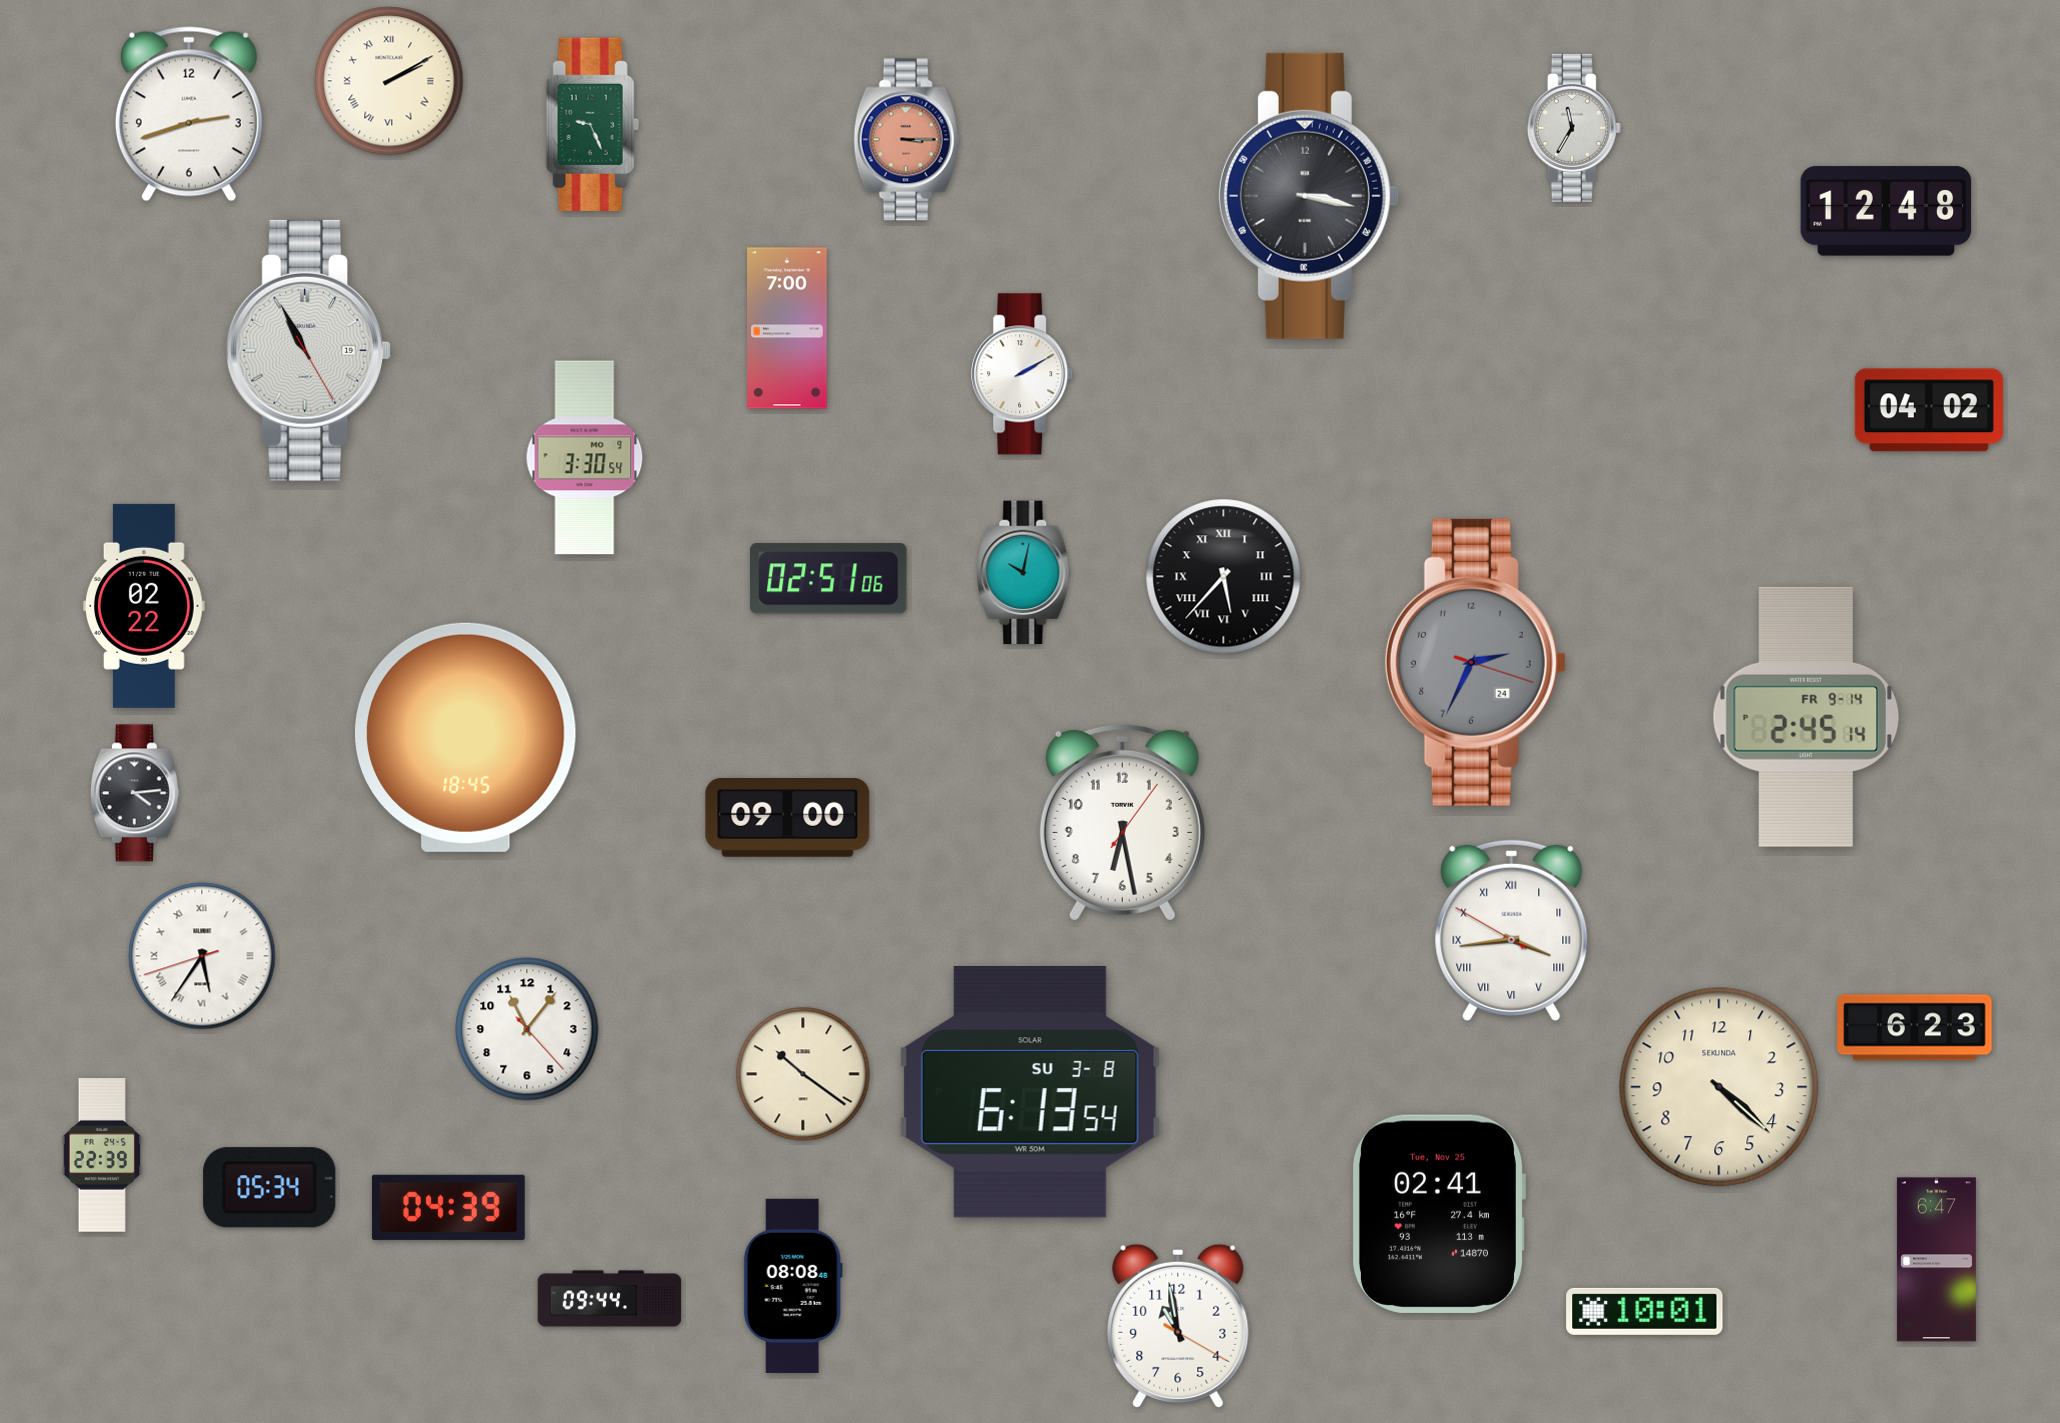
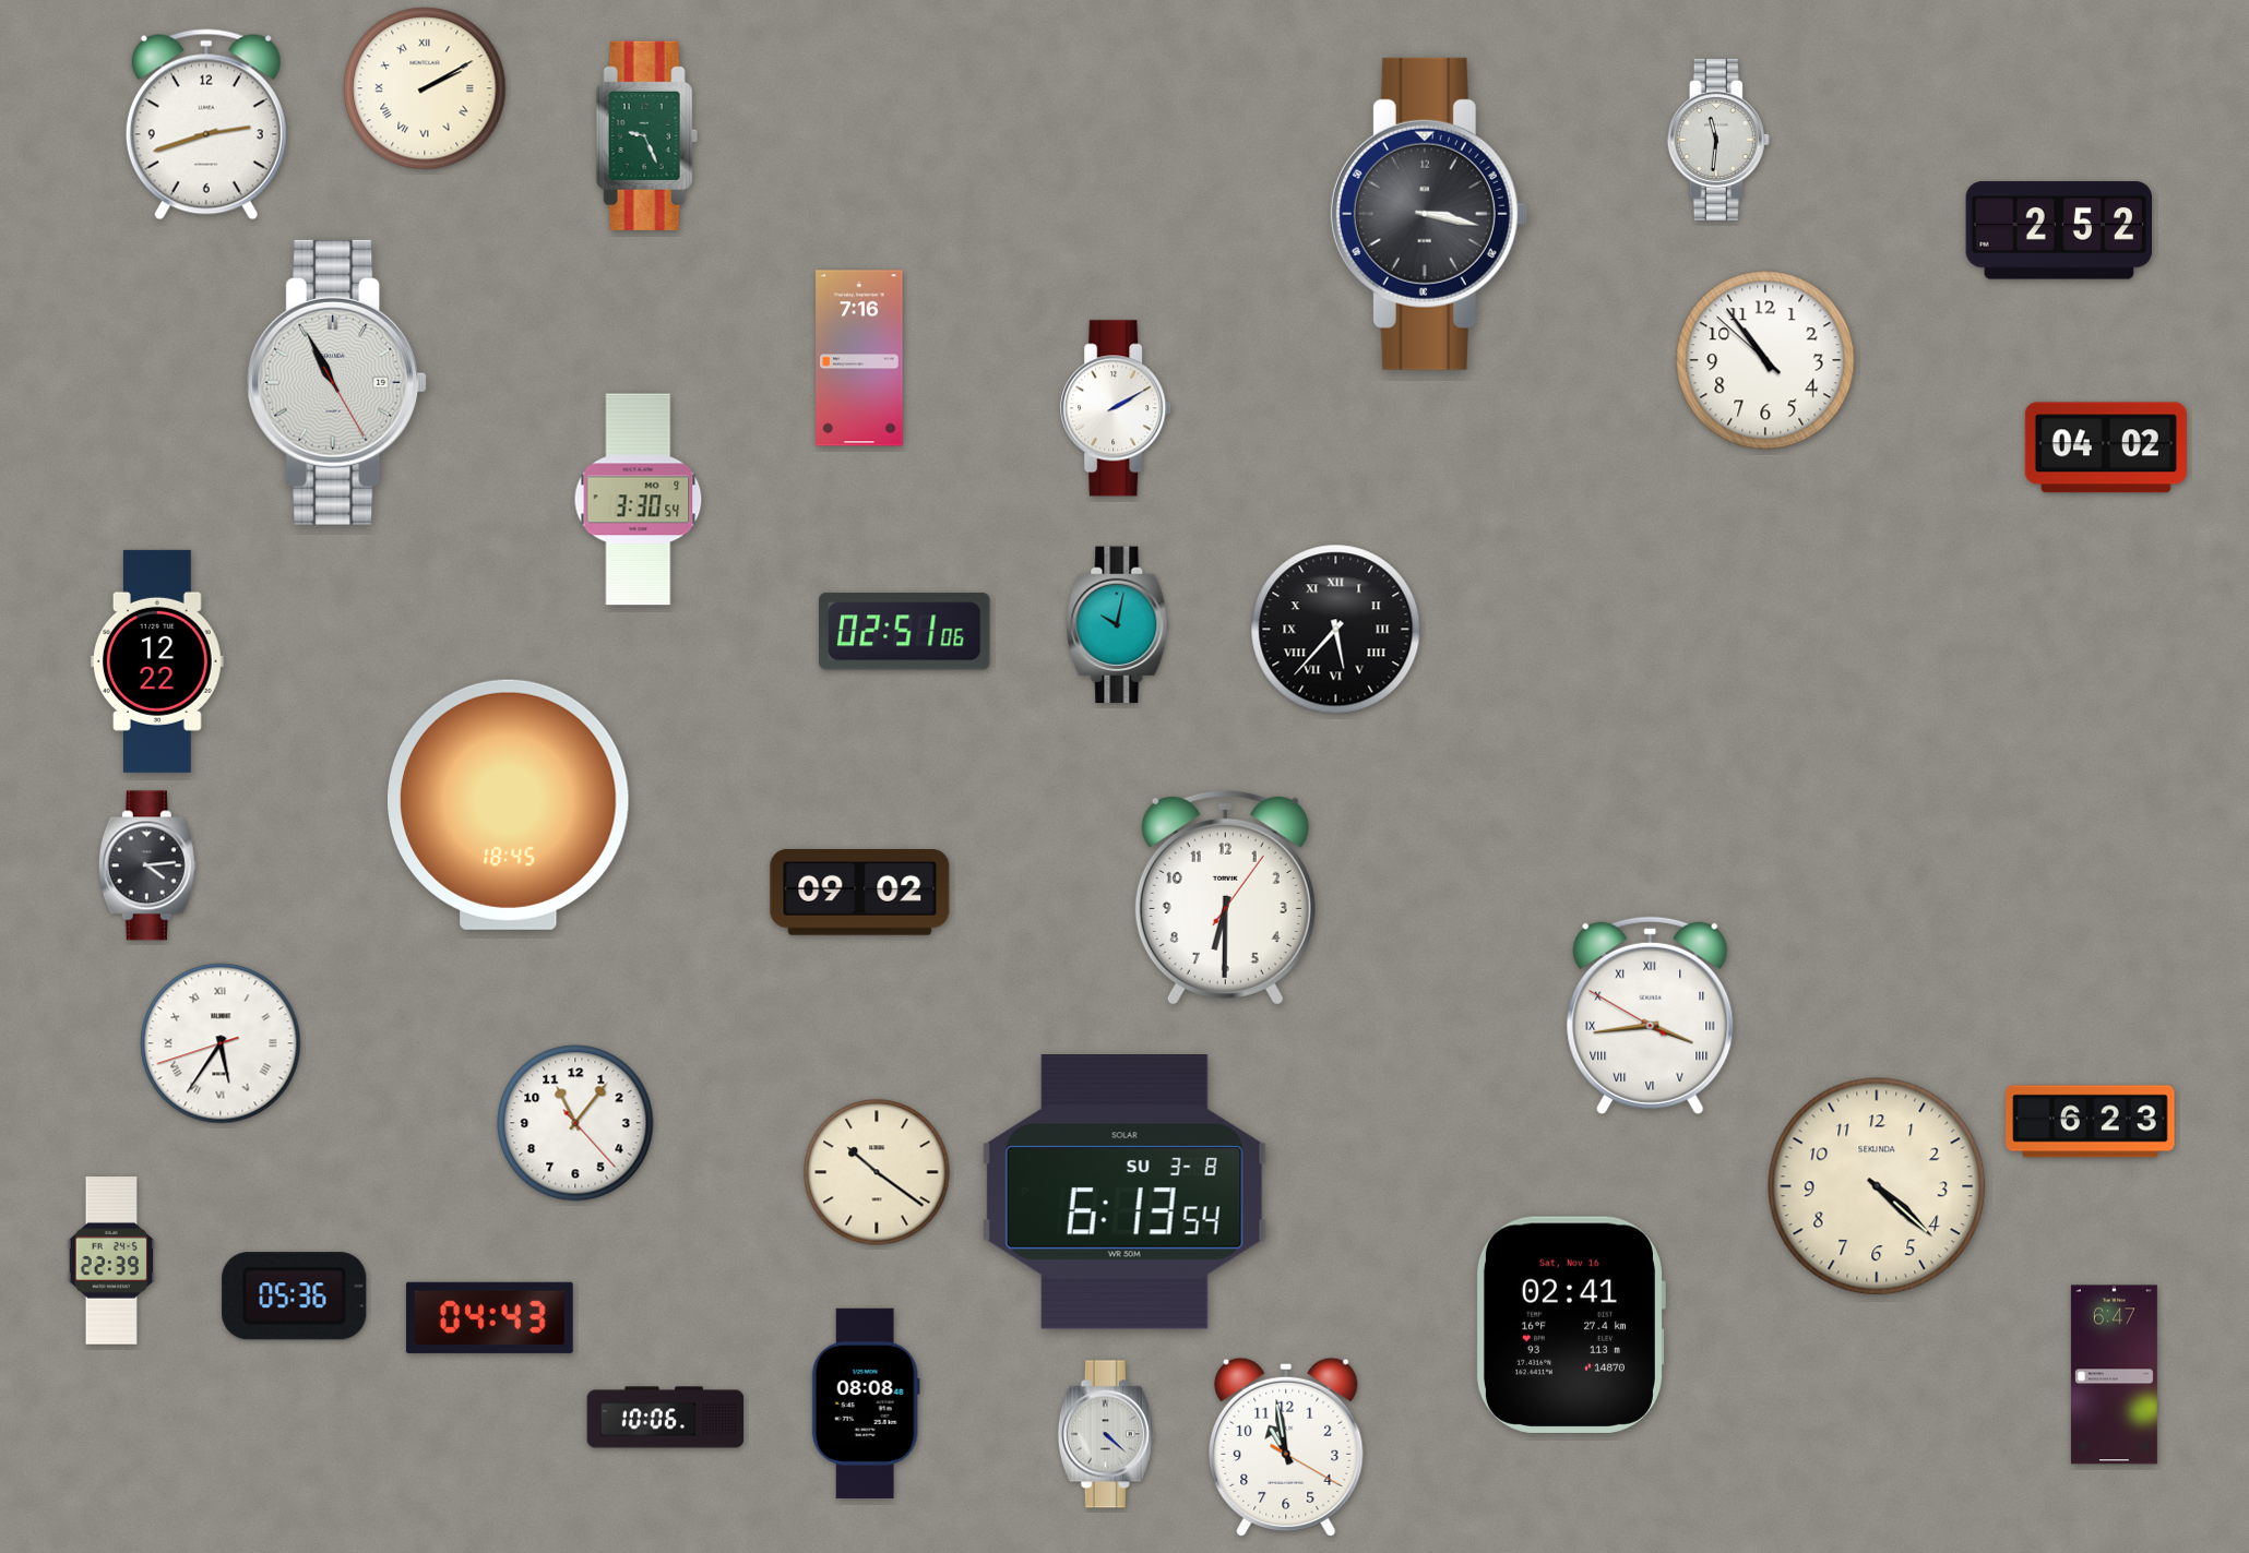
clock at (1574, 128): 11:35 -> 11:31
clock at (907, 140): 3:15 -> none
clock at (1886, 211): 12:48 -> 2:52
clock at (787, 328): 7:00 -> 7:16
clock at (1765, 360): none -> 10:53
clock at (144, 606): 02:22 -> 12:22
clock at (1475, 662): 2:34 -> none
clock at (1805, 717): 2:45 -> none
clock at (788, 818): 09:00 -> 09:02
clock at (1122, 822): 6:28 -> 6:30
clock at (270, 1188): 05:34 -> 05:36
clock at (448, 1207): 04:39 -> 04:43
clock at (1438, 1214) date: Tue, Nov 25 -> Sat, Nov 16
clock at (610, 1299): 09:44 -> 10:06
clock at (1645, 1311): 10:01 -> none
clock at (1106, 1434): none -> 4:22
